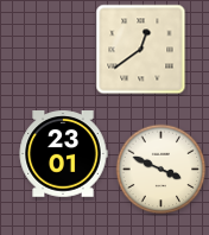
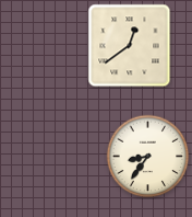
clock at (63, 154): 23:01 -> none
clock at (161, 170): 3:49 -> 8:36
